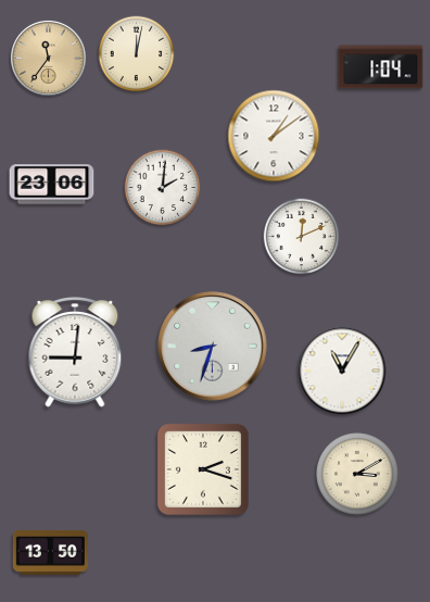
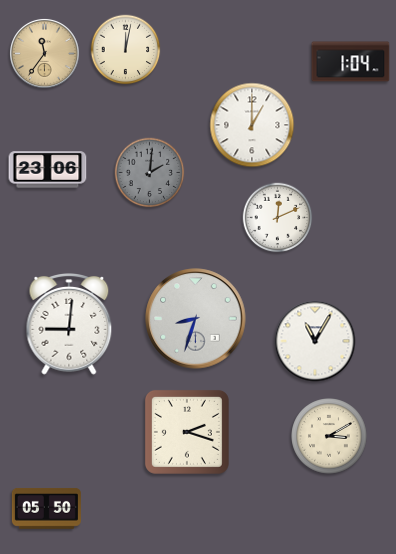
clock at (274, 136): 1:09 -> 1:00
clock at (163, 188) dial: white -> grey
clock at (50, 553): 13:50 -> 05:50
